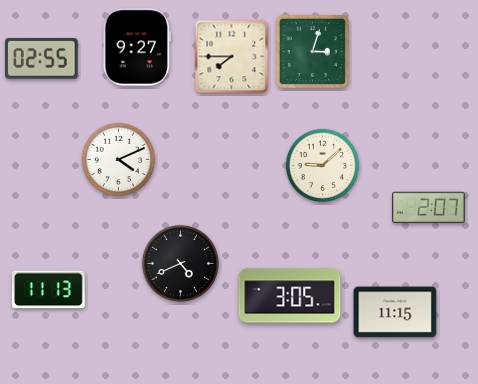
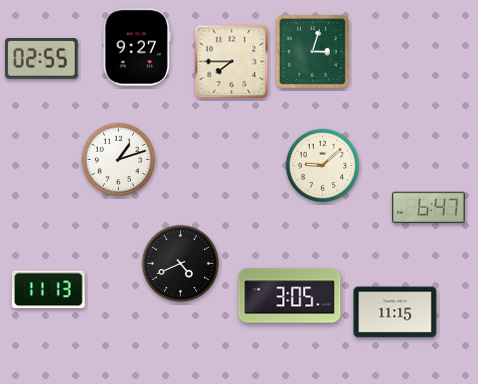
clock at (232, 57) position: (232, 57) -> (232, 62)
clock at (119, 160): 4:11 -> 1:12
clock at (429, 208): 2:07 -> 6:47
